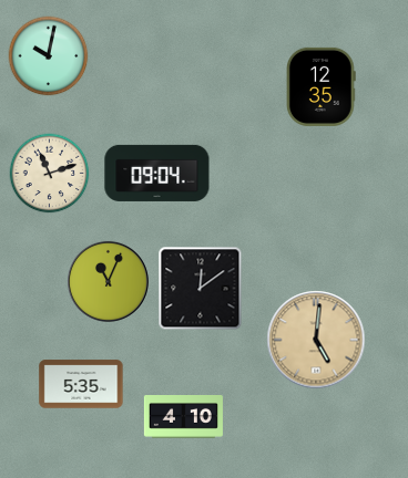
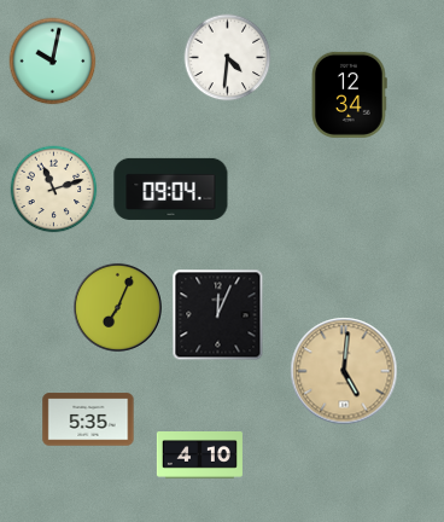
clock at (228, 58): none -> 4:31
clock at (320, 86): 12:35 -> 12:34
clock at (108, 281): 11:04 -> 7:04
clock at (201, 289): 12:09 -> 12:04
